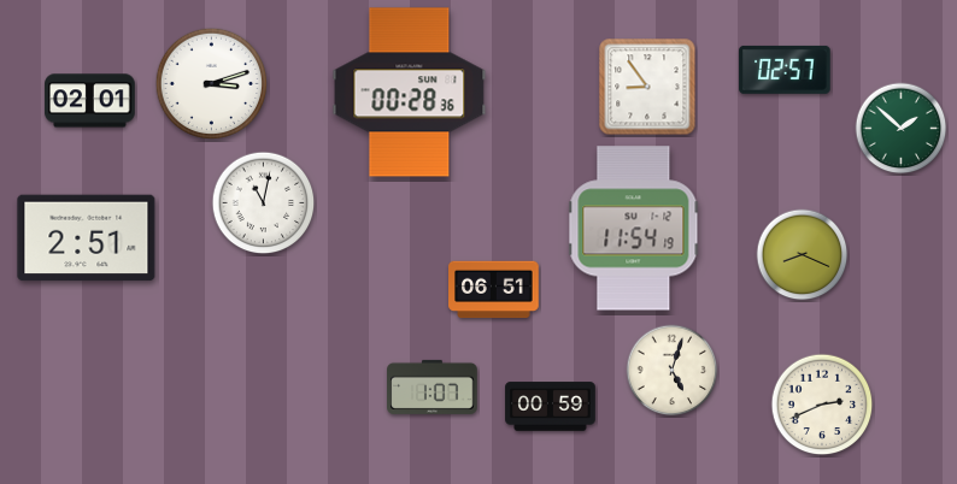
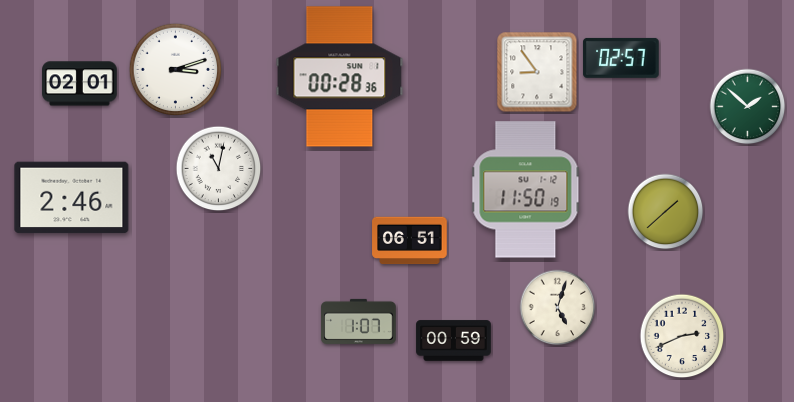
clock at (785, 70) position: (785, 70) -> (621, 58)
clock at (90, 101) position: (90, 101) -> (80, 84)
clock at (634, 229): 11:54 -> 11:50
clock at (87, 238): 2:51 -> 2:46
clock at (803, 255): 8:19 -> 1:38
clock at (551, 407) position: (551, 407) -> (454, 341)
